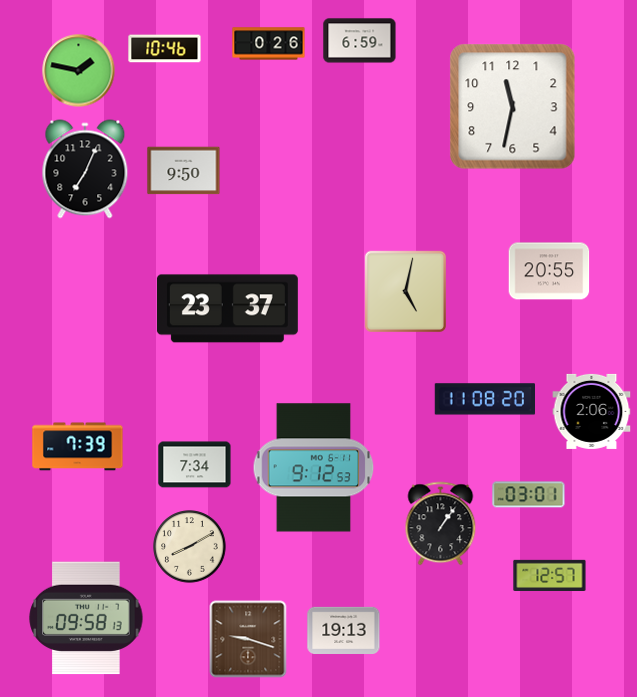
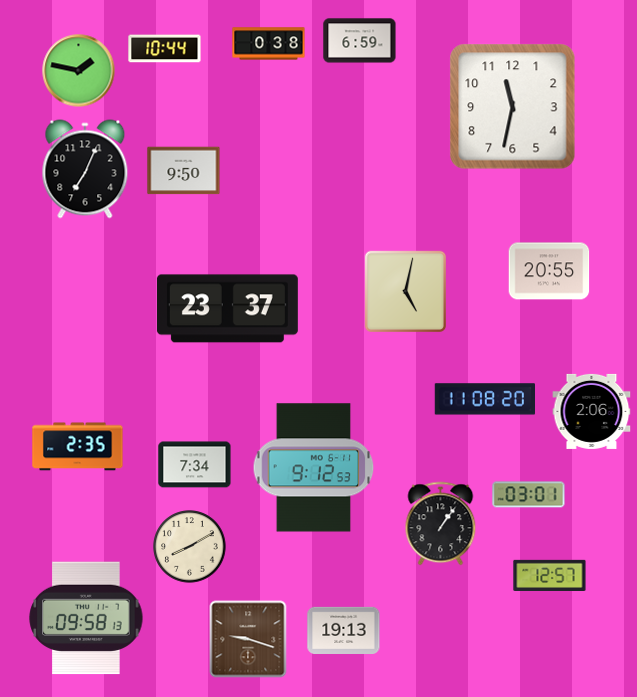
clock at (269, 44): 0:26 -> 0:38
clock at (165, 49): 10:46 -> 10:44
clock at (78, 447): 7:39 -> 2:35
